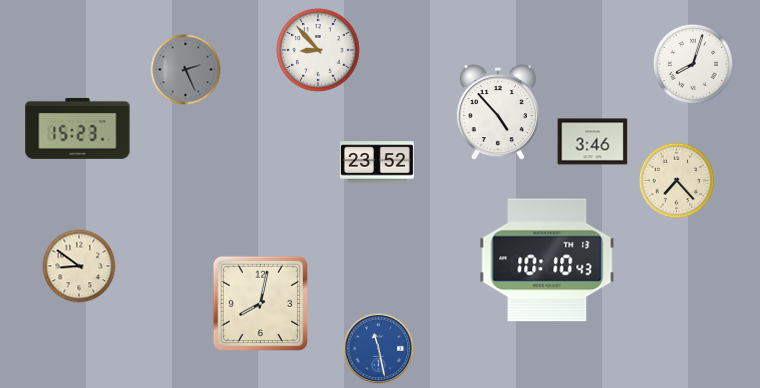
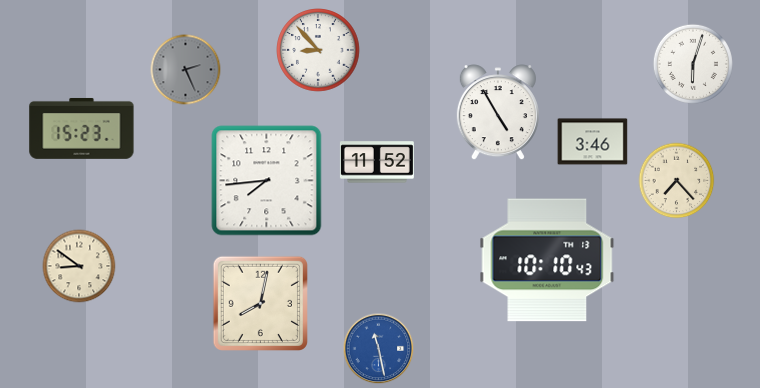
clock at (693, 64): 8:03 -> 6:03
clock at (498, 113): 4:53 -> 4:55
clock at (78, 128) position: (78, 128) -> (82, 128)
clock at (377, 162): 23:52 -> 11:52
clock at (267, 181): none -> 7:44
